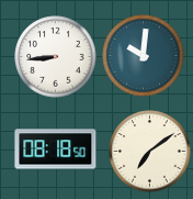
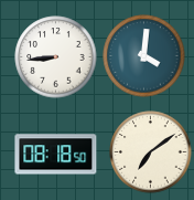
clock at (144, 56): 10:01 -> 4:01
clock at (56, 150) position: (56, 150) -> (56, 155)
